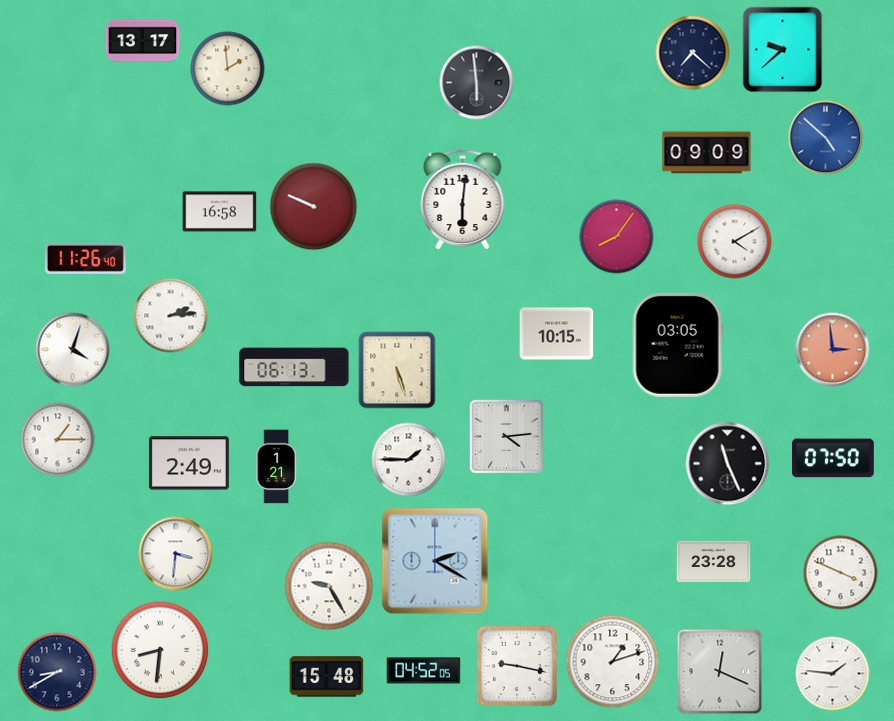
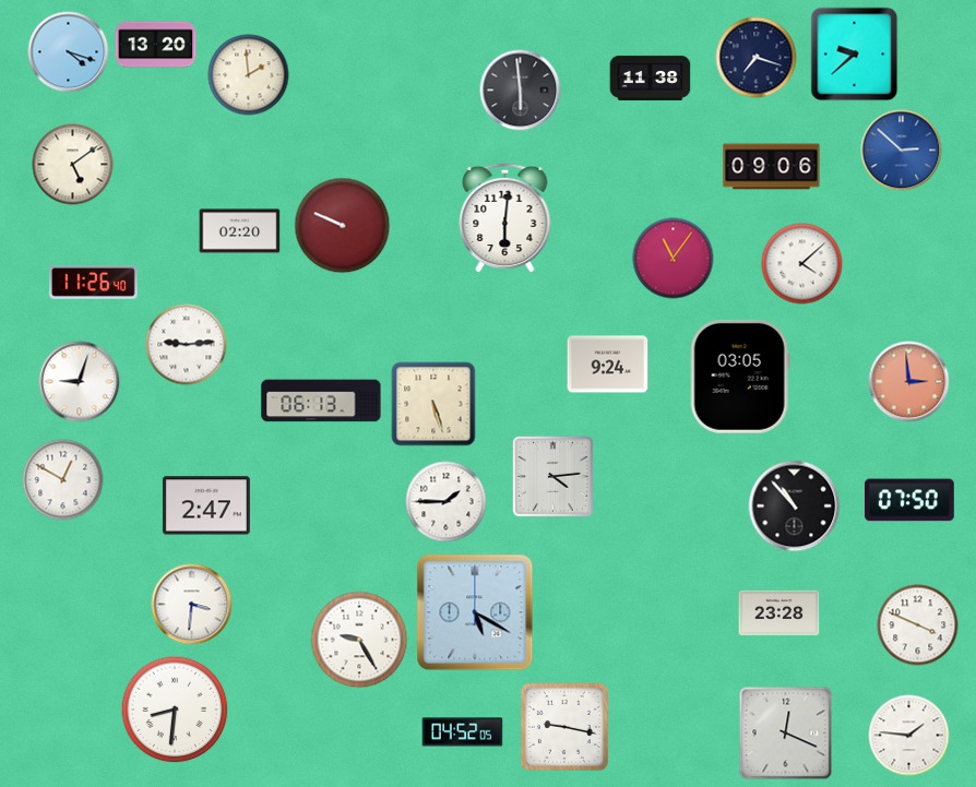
clock at (143, 41): 13:17 -> 13:20
clock at (69, 52): none -> 4:18
clock at (693, 53): 7:22 -> 7:18
clock at (651, 77): none -> 11:38
clock at (826, 138): 4:52 -> 2:52
clock at (73, 165): none -> 5:09
clock at (707, 153): 09:09 -> 09:06
clock at (220, 212): 16:58 -> 02:20
clock at (617, 237): 8:06 -> 11:06
clock at (735, 242): 4:10 -> 4:08
clock at (171, 316): 2:14 -> 9:14
clock at (557, 334): 10:15 -> 9:24
clock at (73, 350): 4:03 -> 9:03
clock at (58, 440): 1:15 -> 12:50
clock at (189, 463): 2:49 -> 2:47
clock at (728, 464): 11:26 -> 10:53
clock at (276, 467): 1:21 -> none
clock at (435, 561): 2:20 -> 5:20
clock at (613, 662): 1:12 -> none
clock at (57, 672): 8:40 -> none
clock at (327, 677): 15:48 -> none
